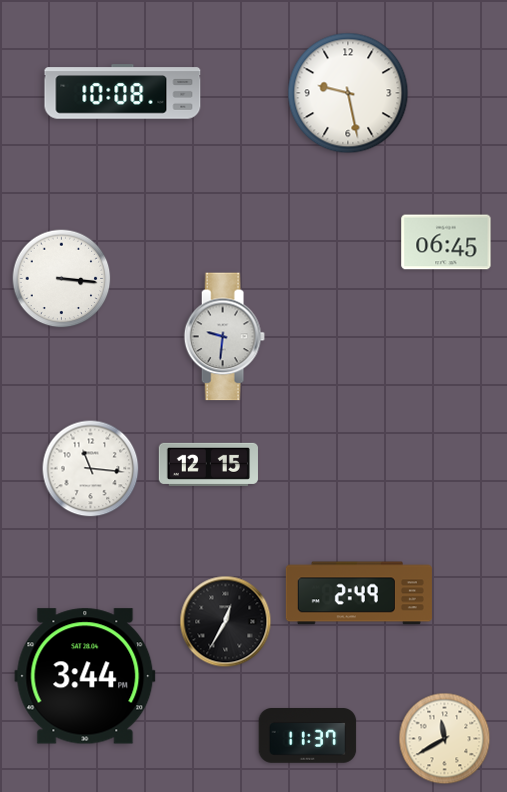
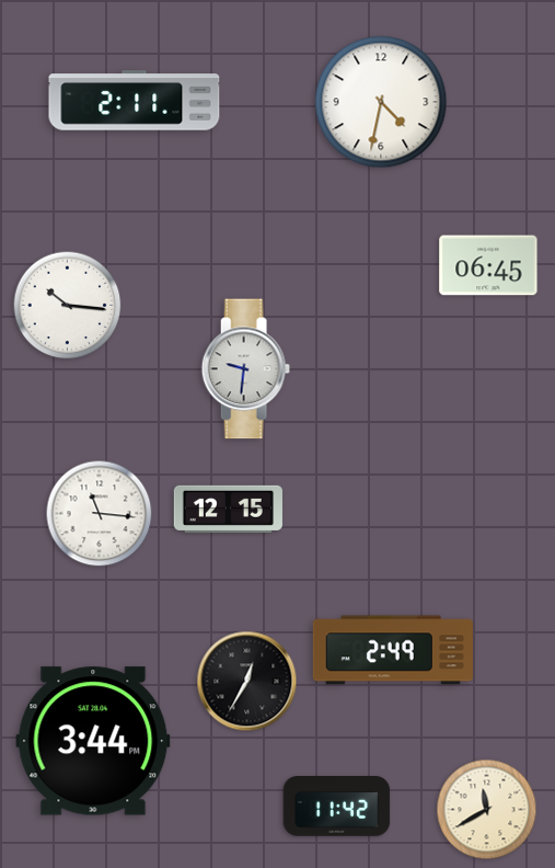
clock at (123, 92): 10:08 -> 2:11
clock at (348, 93): 9:28 -> 4:32
clock at (62, 279): 3:16 -> 10:16
clock at (308, 736): 11:37 -> 11:42
